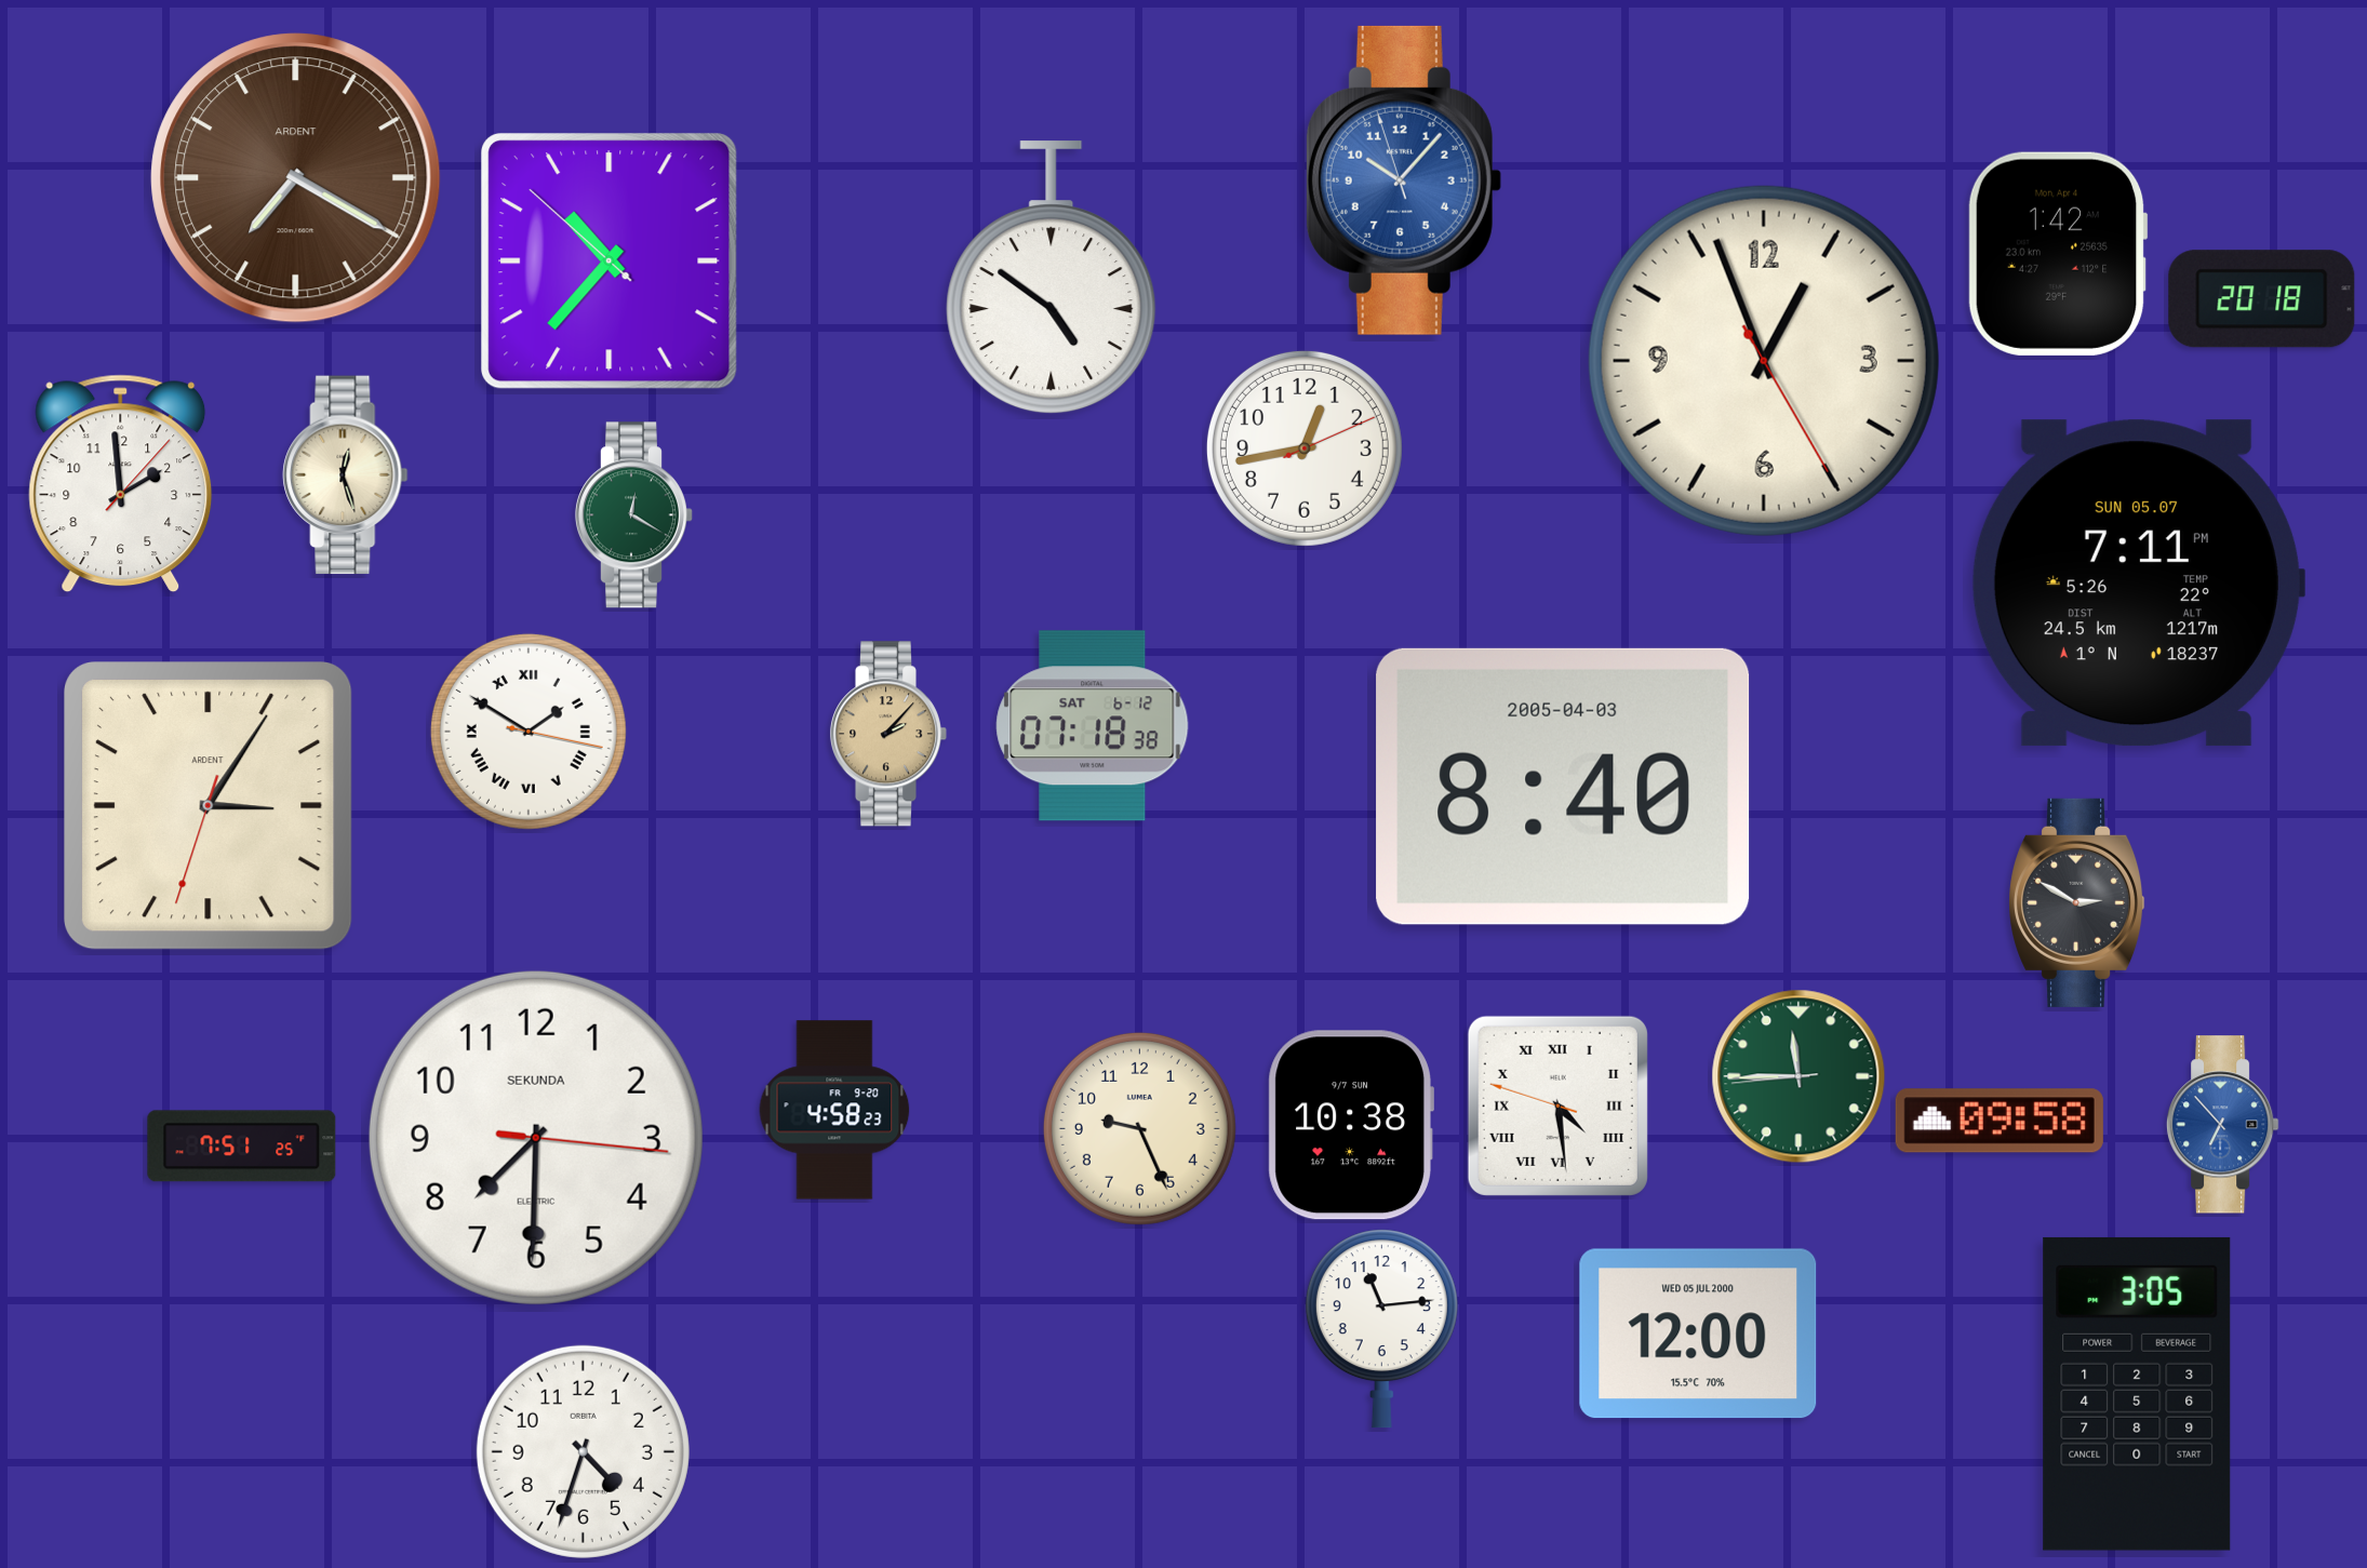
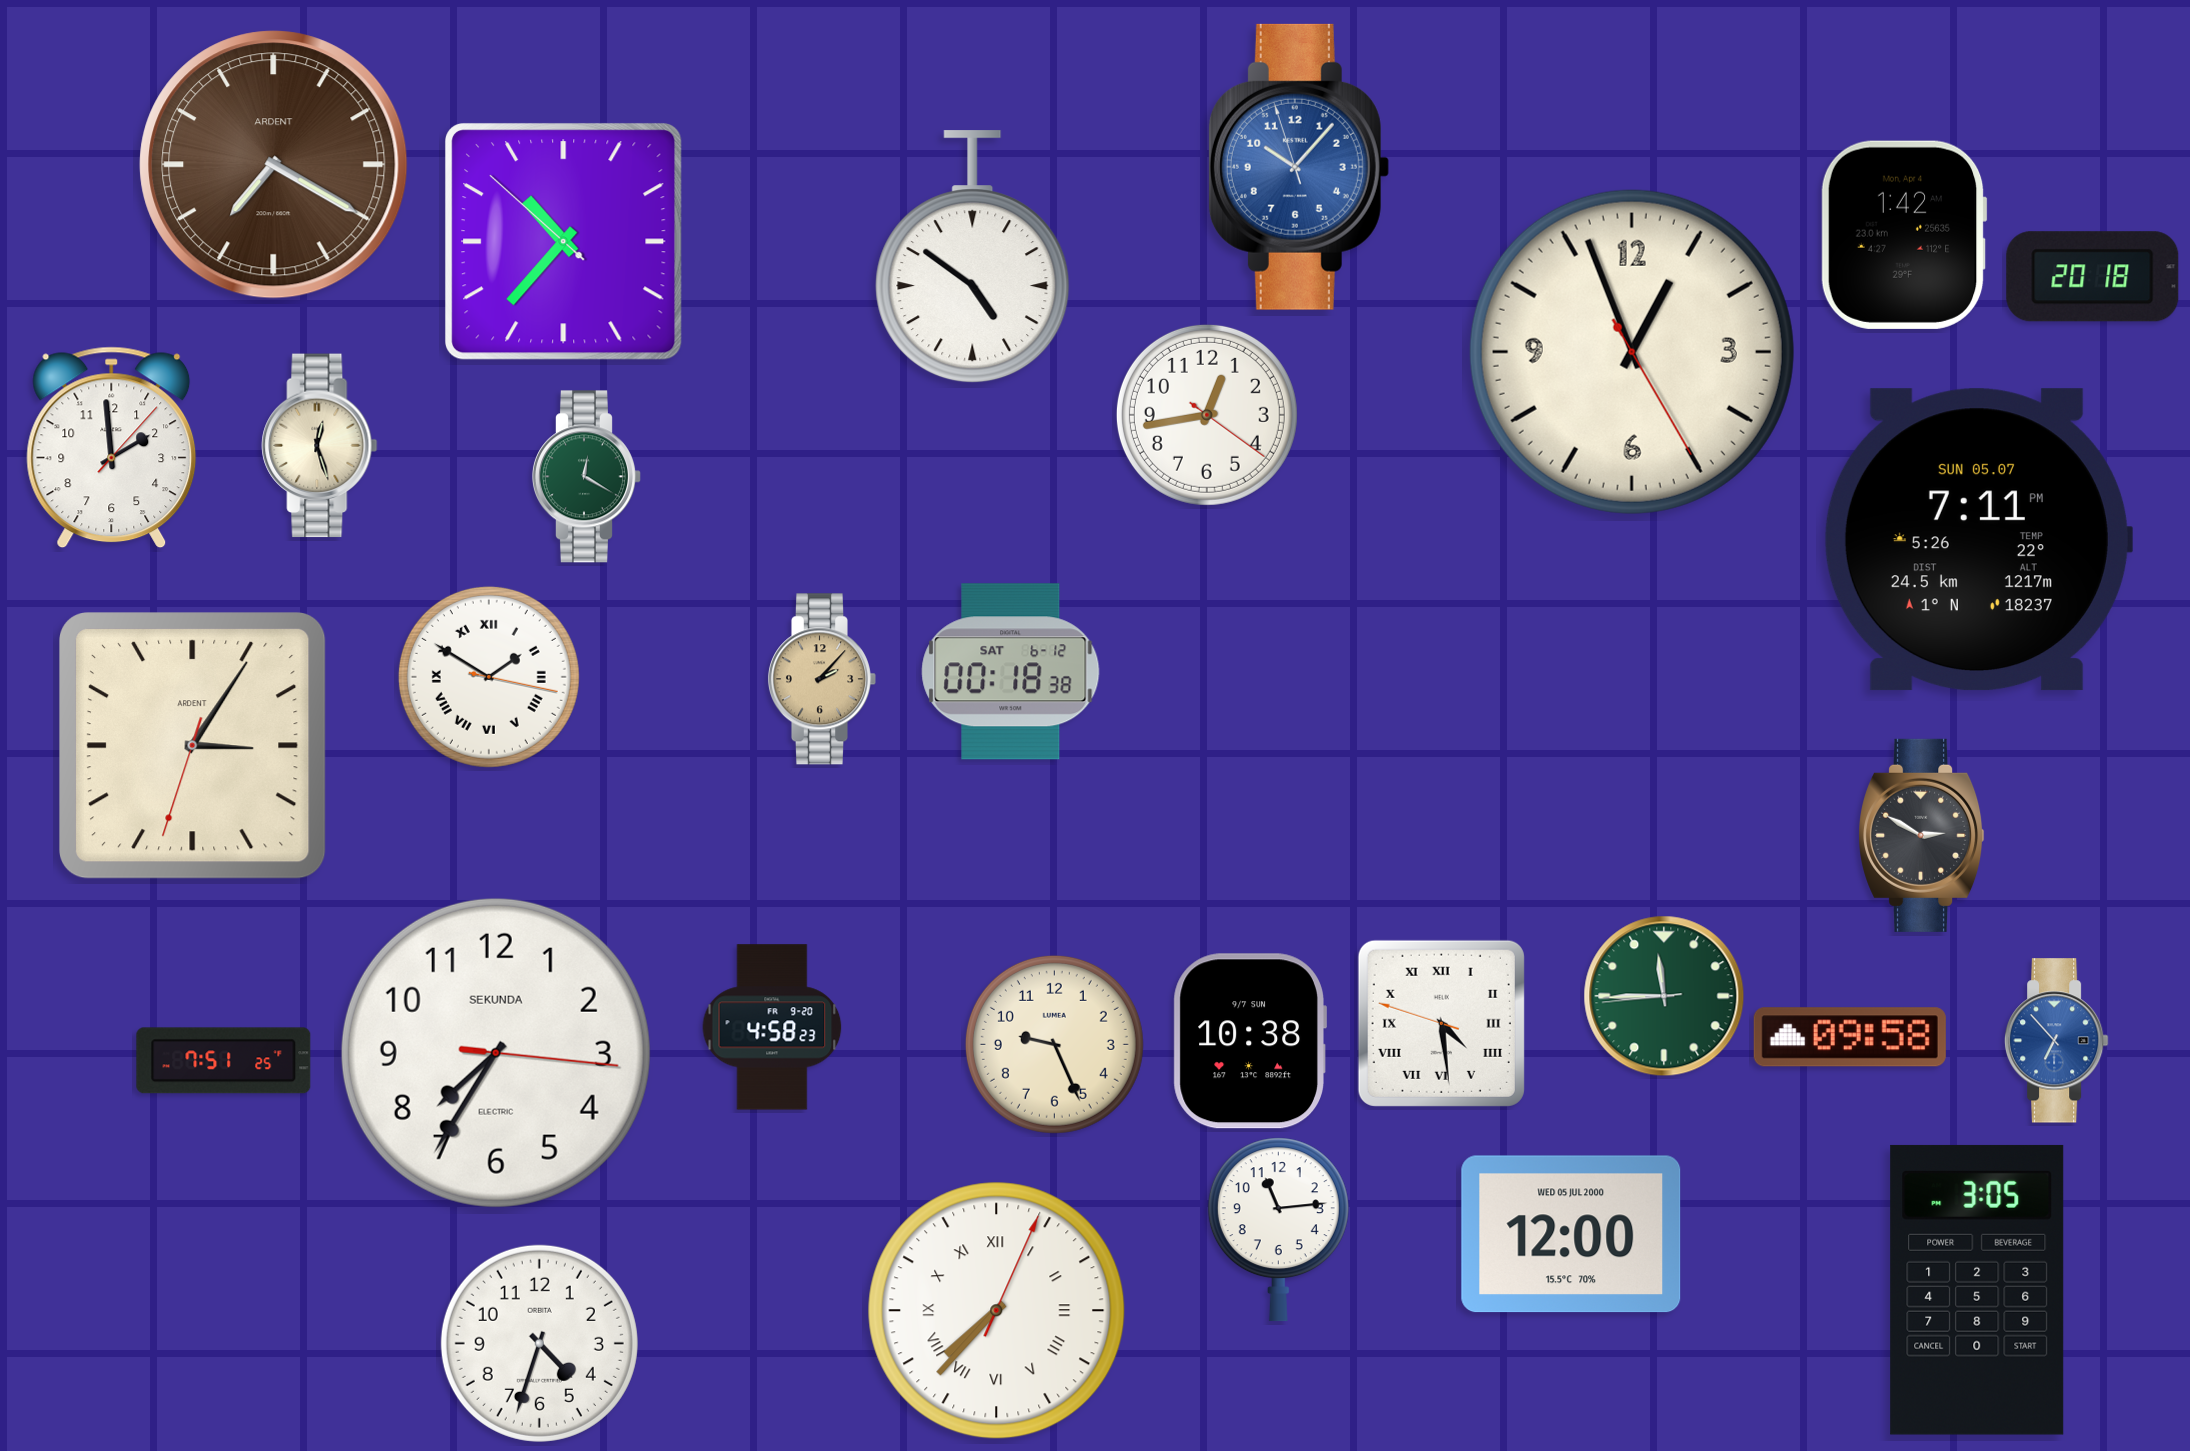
clock at (1764, 361) position: (1764, 361) -> (1632, 352)
clock at (1305, 448): 12:43:11 -> 12:43:21
clock at (346, 475) position: (346, 475) -> (320, 446)
clock at (1093, 726): 07:18 -> 00:18
clock at (1563, 787): 8:40 -> none
clock at (536, 1138): 7:30 -> 7:35
clock at (997, 1311): none -> 7:37
